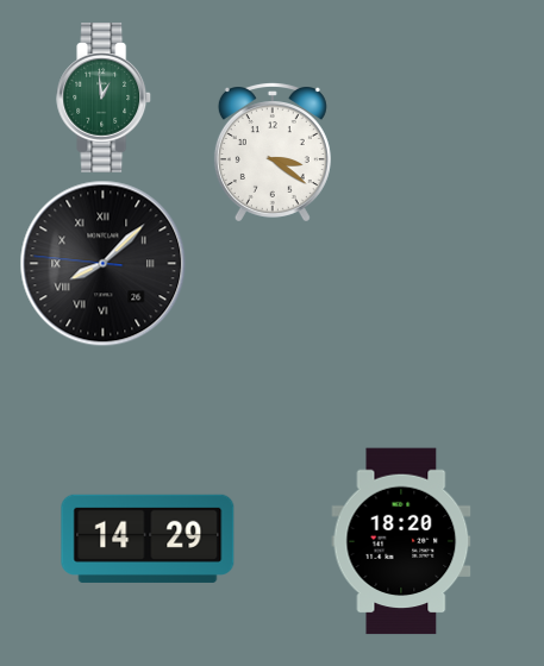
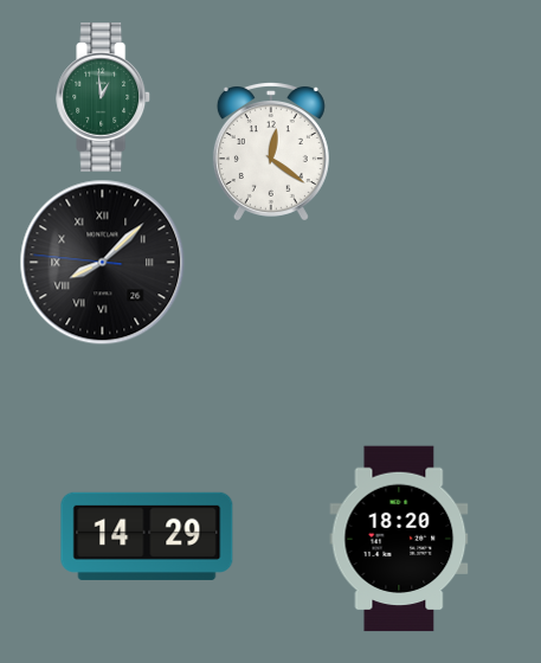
clock at (273, 152): 3:21 -> 12:21
